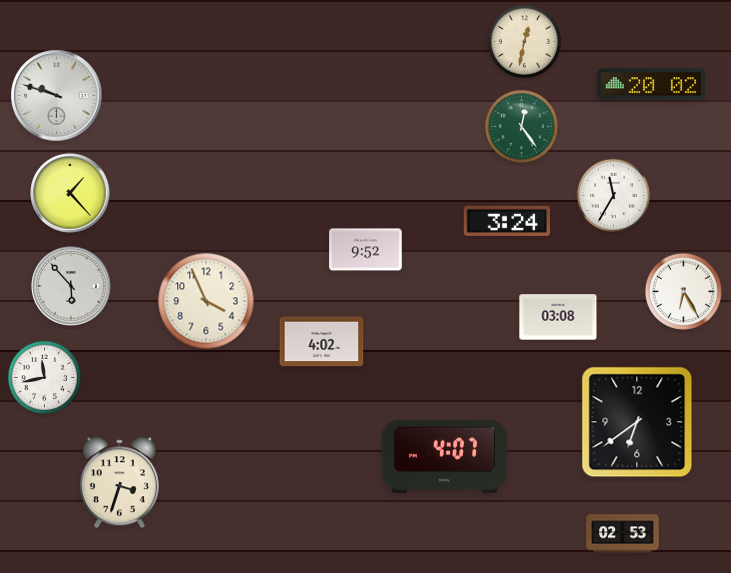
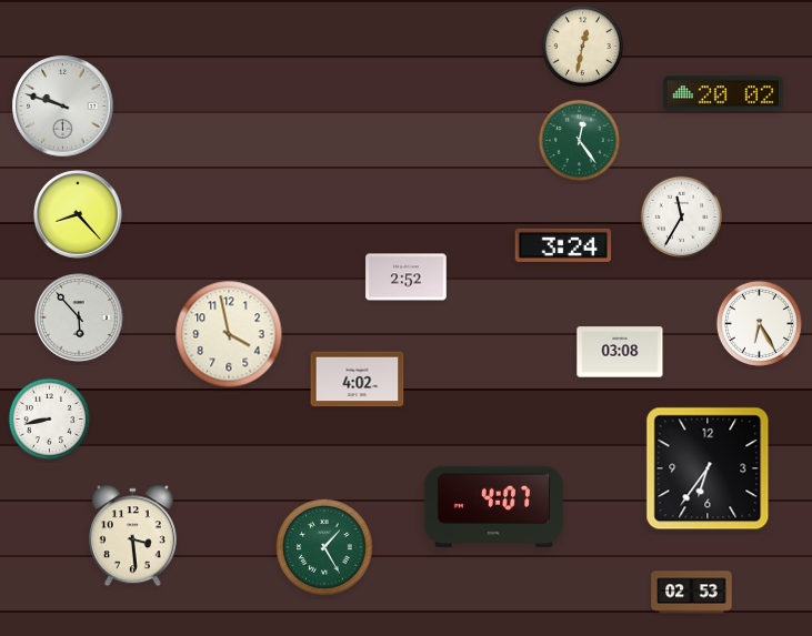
clock at (70, 193): 1:23 -> 8:23
clock at (366, 250): 9:52 -> 2:52
clock at (206, 301): 3:56 -> 3:58
clock at (44, 377): 11:43 -> 8:43
clock at (637, 422): 6:39 -> 6:36
clock at (119, 483): 3:33 -> 3:29
clock at (324, 547): none -> 1:25
